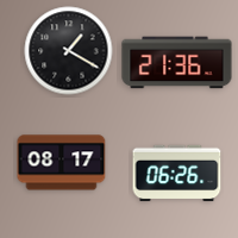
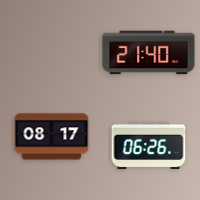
clock at (69, 51): 1:20 -> none
clock at (177, 63): 21:36 -> 21:40
